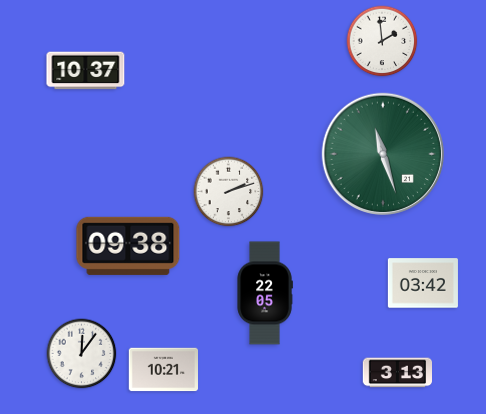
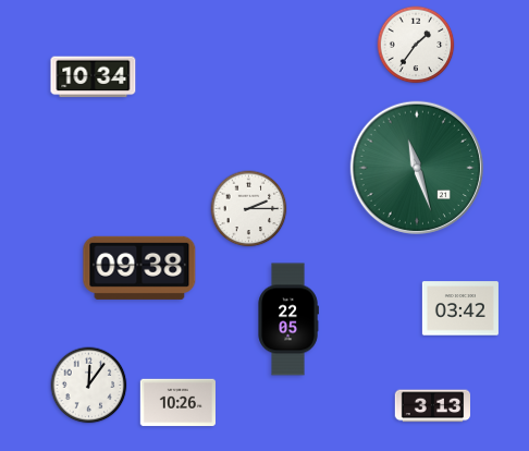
clock at (382, 41): 1:59 -> 1:36
clock at (86, 71): 10:37 -> 10:34
clock at (229, 192): 2:12 -> 2:15
clock at (163, 370): 10:21 -> 10:26
